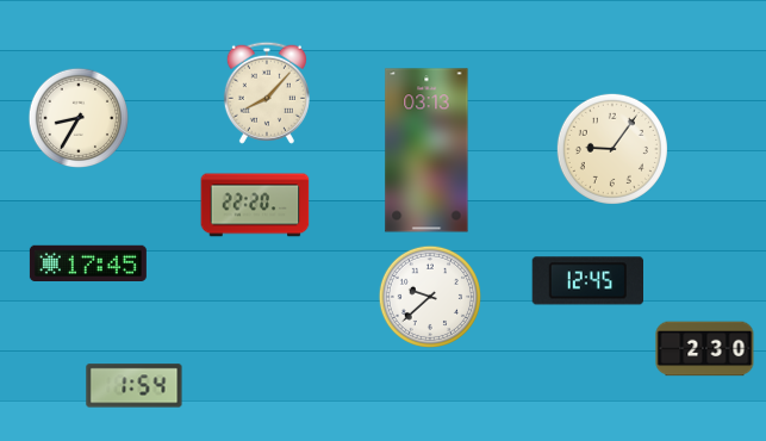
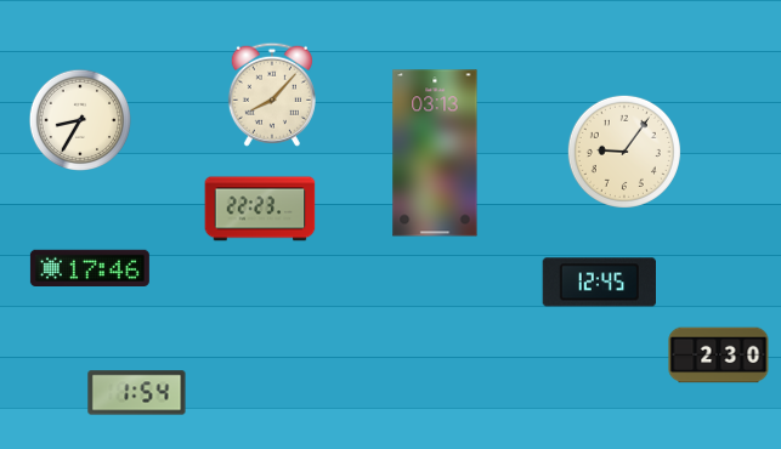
clock at (255, 205): 22:20 -> 22:23
clock at (88, 262): 17:45 -> 17:46
clock at (587, 281) position: (587, 281) -> (599, 283)
clock at (429, 296): 9:38 -> none
